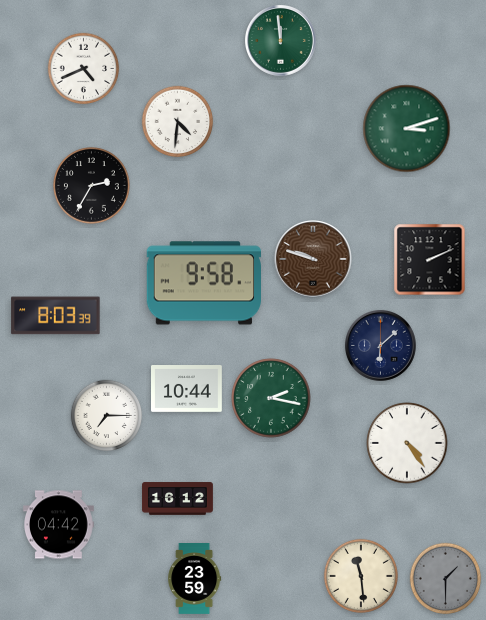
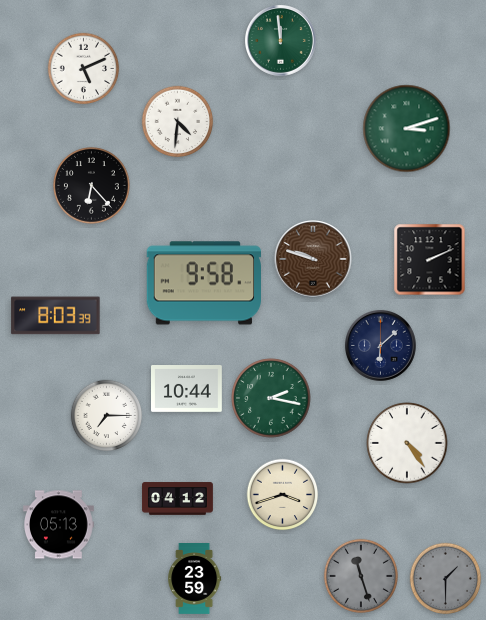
clock at (84, 69): 4:41 -> 5:11
clock at (91, 185): 2:35 -> 6:23
clock at (283, 495): none -> 3:42
clock at (178, 499): 16:12 -> 04:12
clock at (59, 525): 04:42 -> 05:13
clock at (361, 576): 11:29 -> 11:27
clock at (361, 576) dial: cream -> grey
